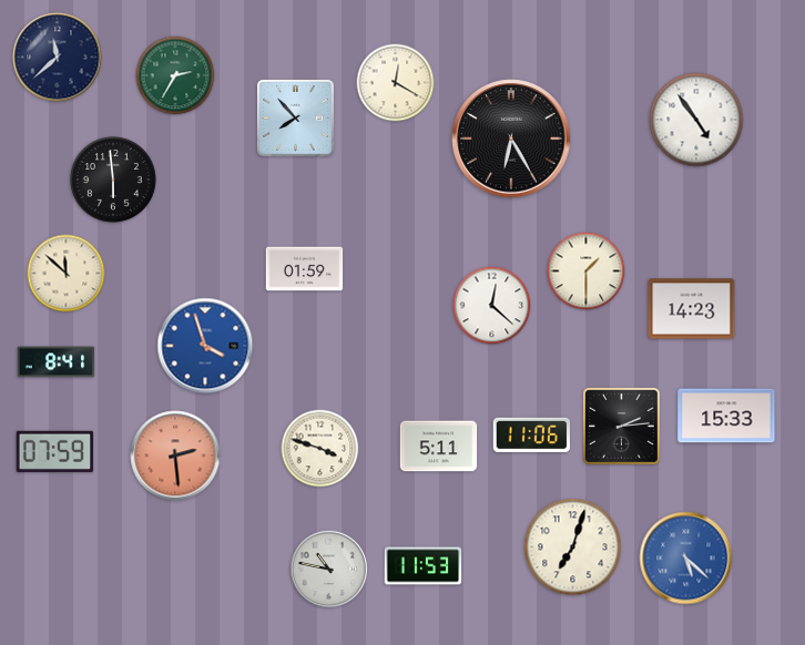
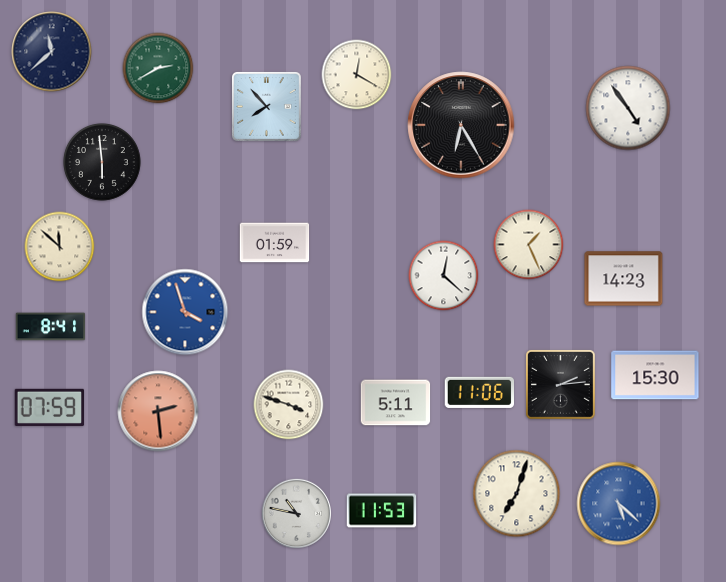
clock at (175, 75): 2:35 -> 2:40
clock at (587, 272): 1:30 -> 1:26
clock at (726, 416): 15:33 -> 15:30
